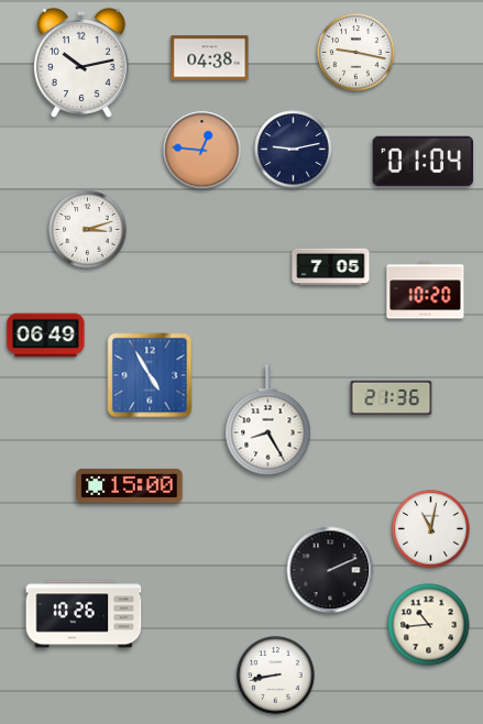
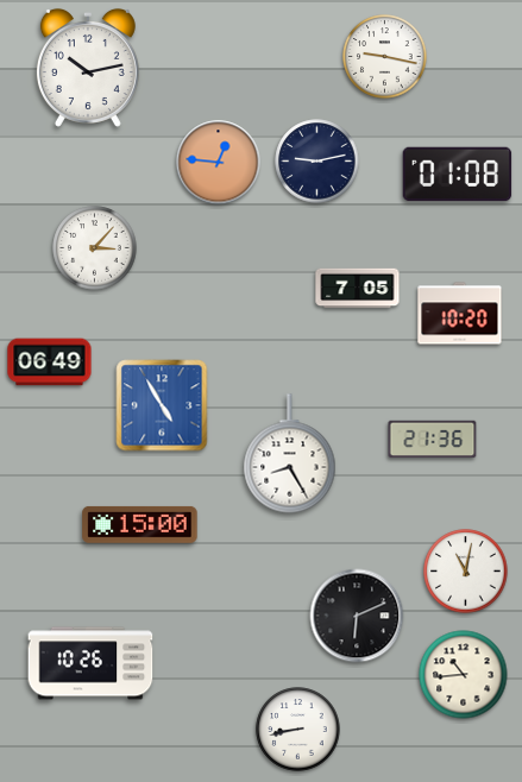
clock at (210, 58): 04:38 -> none
clock at (424, 162): 01:04 -> 01:08
clock at (88, 230): 3:12 -> 3:07
clock at (392, 398) position: (392, 398) -> (433, 440)
clock at (330, 570): 2:11 -> 6:11
